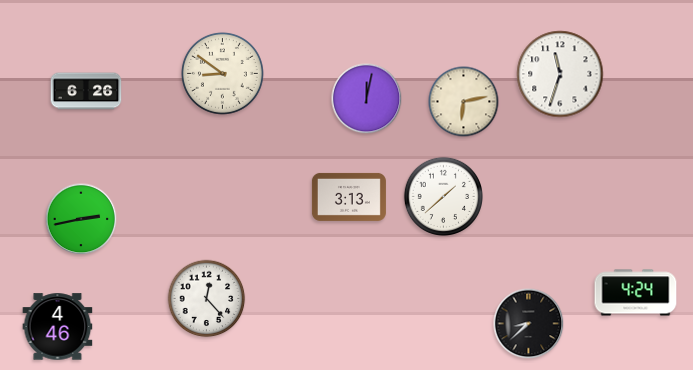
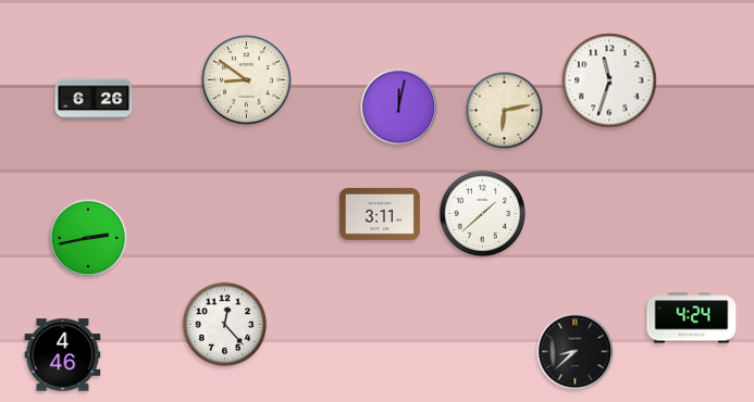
clock at (222, 73) position: (222, 73) -> (246, 79)
clock at (349, 197): 3:13 -> 3:11
